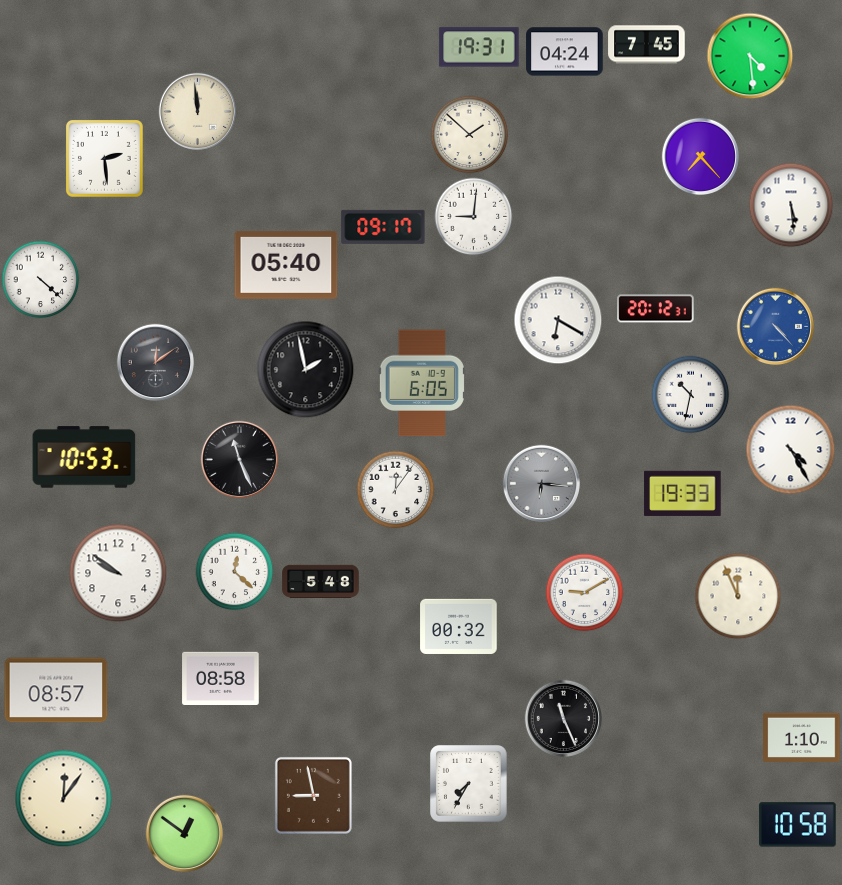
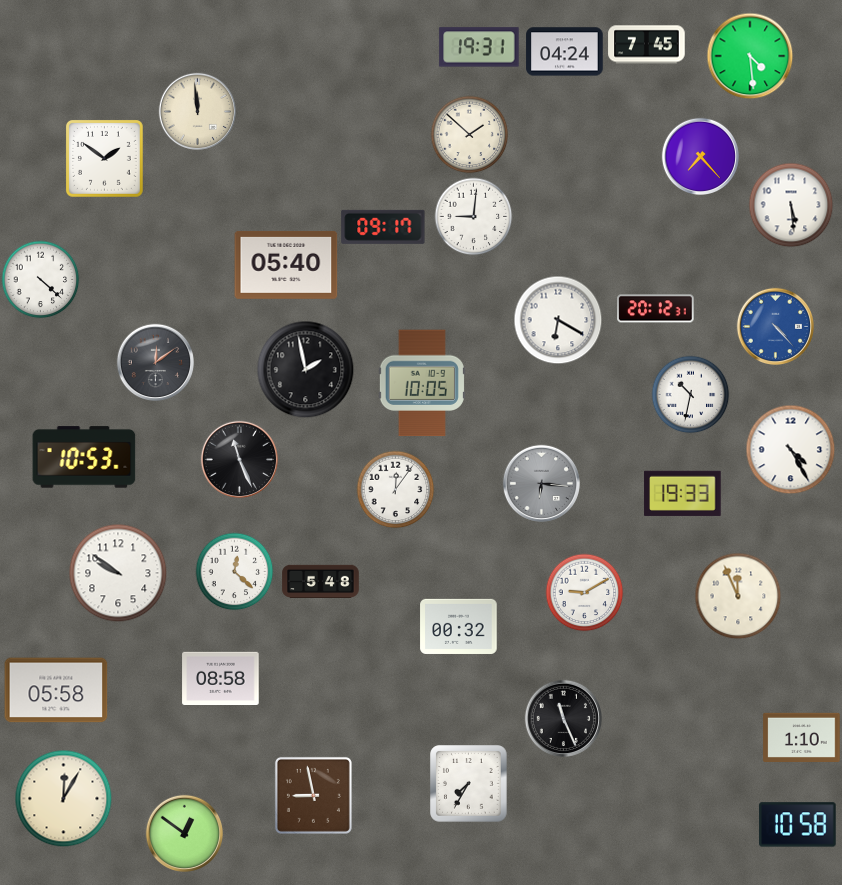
clock at (104, 158): 2:29 -> 1:51
clock at (422, 383): 6:05 -> 10:05
clock at (56, 690): 08:57 -> 05:58
clock at (63, 798): 12:06 -> 12:05
